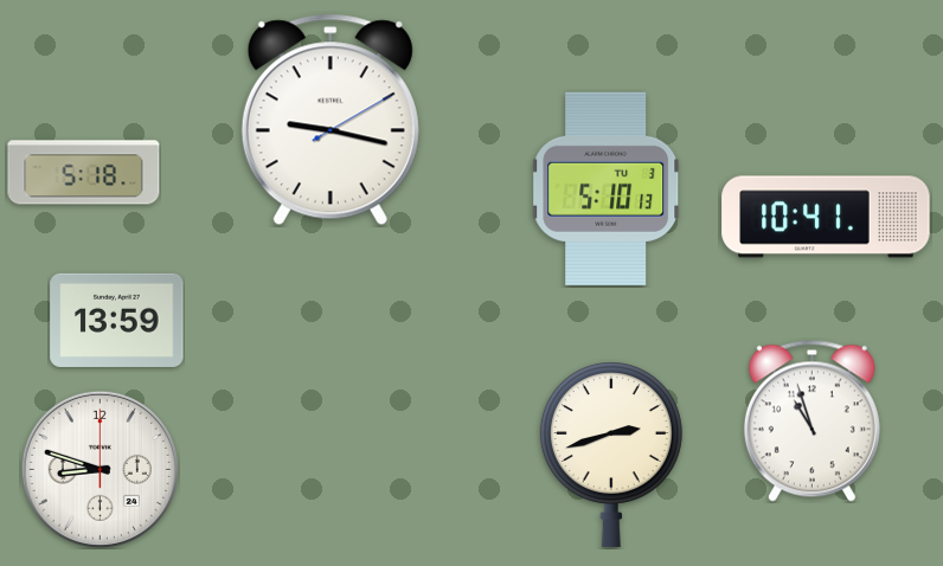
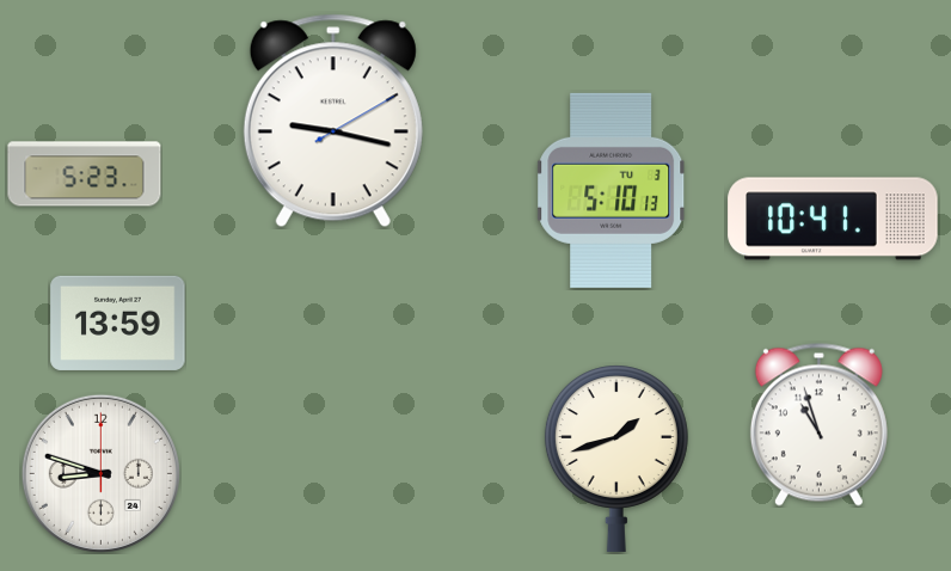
clock at (84, 173): 5:18 -> 5:23
clock at (611, 455): 2:42 -> 1:42
